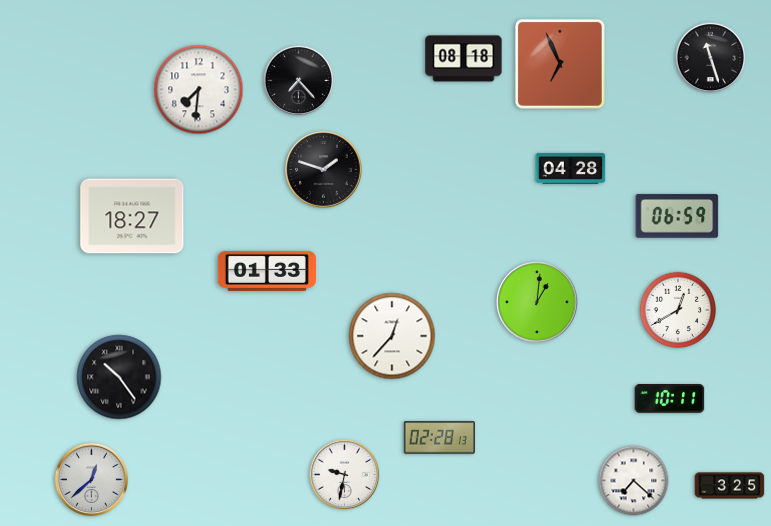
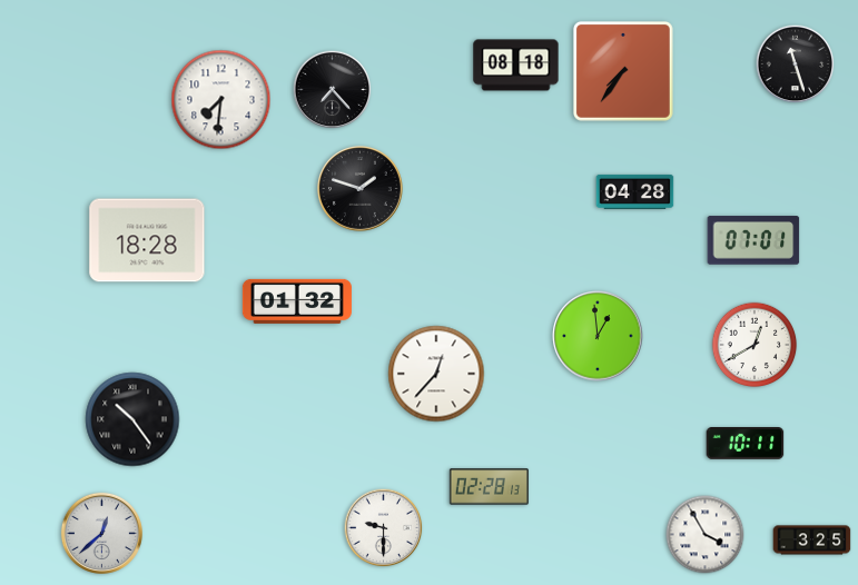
clock at (711, 58) position: (711, 58) -> (796, 65)
clock at (560, 64): 6:56 -> 7:36
clock at (571, 168) position: (571, 168) -> (635, 191)
clock at (132, 216): 18:27 -> 18:28
clock at (677, 216): 06:59 -> 07:01
clock at (267, 271): 01:33 -> 01:32
clock at (537, 302): 1:01 -> 12:59
clock at (345, 475): 9:32 -> 9:30
clock at (634, 481): 7:22 -> 3:55
